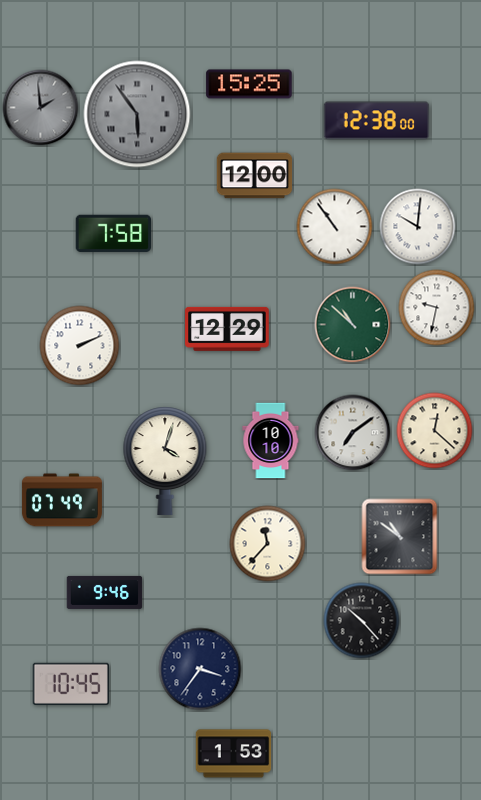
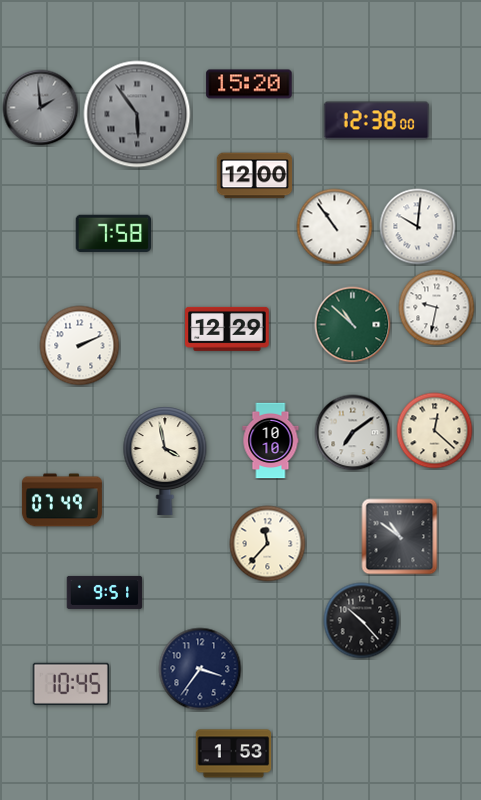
clock at (249, 84): 15:25 -> 15:20
clock at (165, 461): 4:03 -> 3:58
clock at (105, 592): 9:46 -> 9:51
